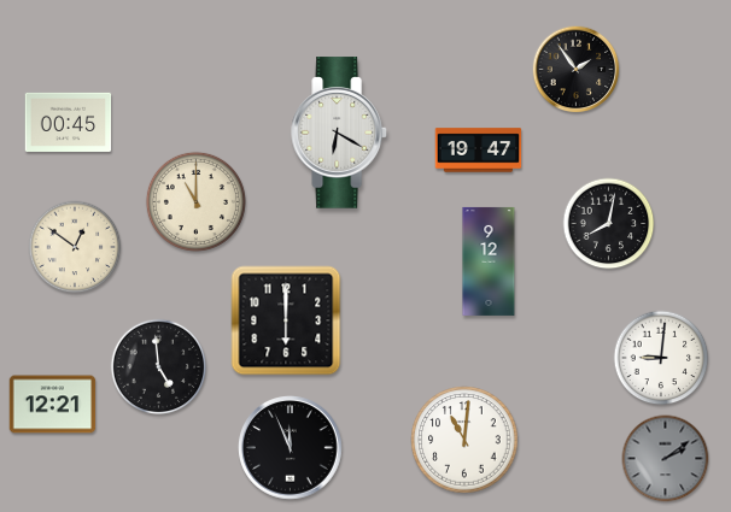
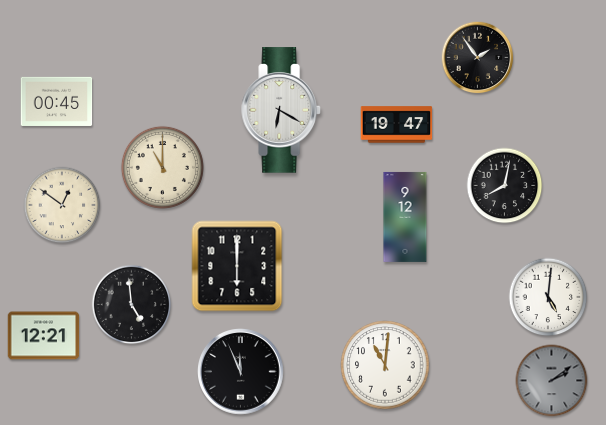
clock at (661, 358): 9:01 -> 5:01
